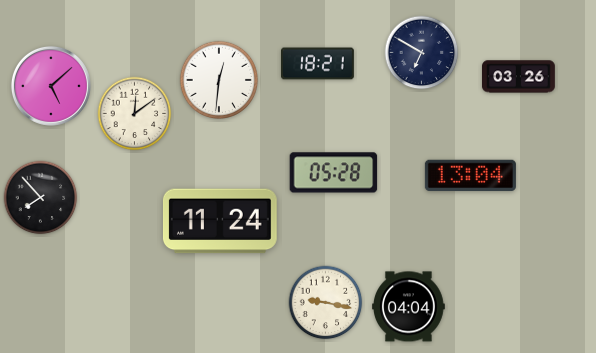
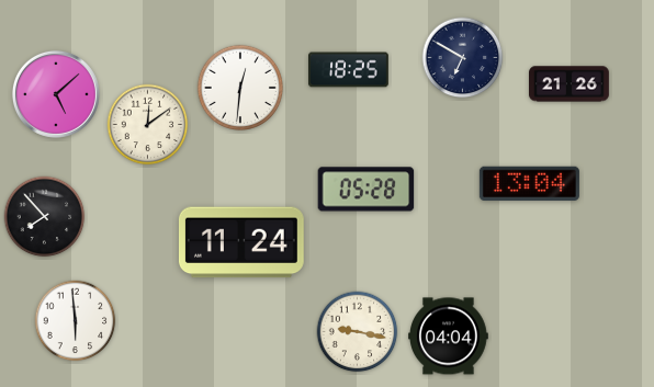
clock at (318, 64): 18:21 -> 18:25
clock at (519, 77): 03:26 -> 21:26
clock at (470, 176) position: (470, 176) -> (529, 184)
clock at (76, 321): none -> 5:59
